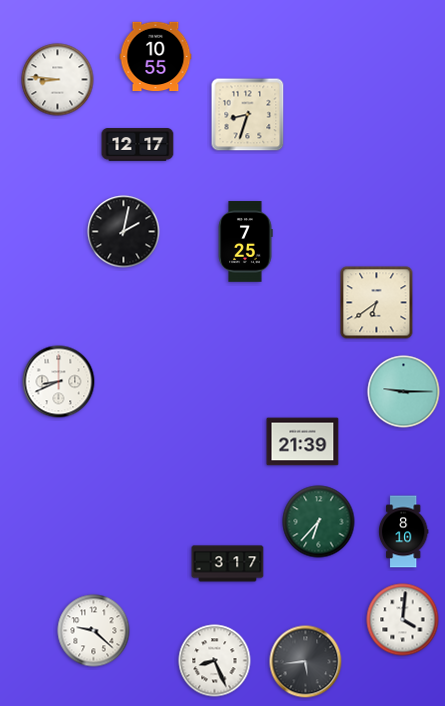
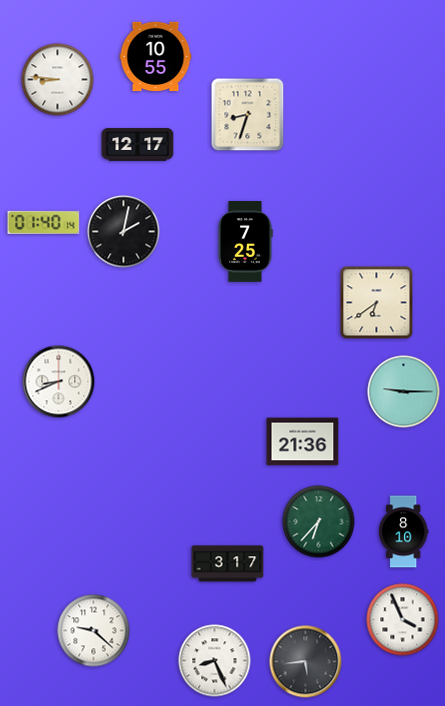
clock at (44, 222): none -> 01:40
clock at (303, 442): 21:39 -> 21:36
clock at (403, 620): 4:01 -> 3:56
